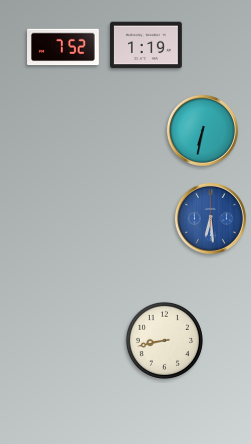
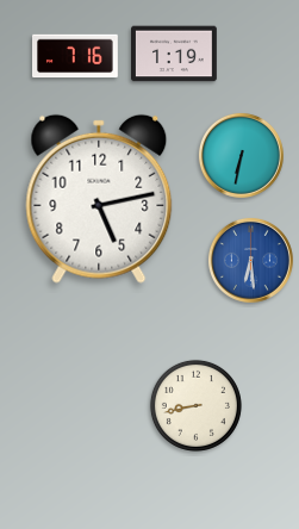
clock at (64, 47): 7:52 -> 7:16
clock at (99, 199): none -> 5:13
